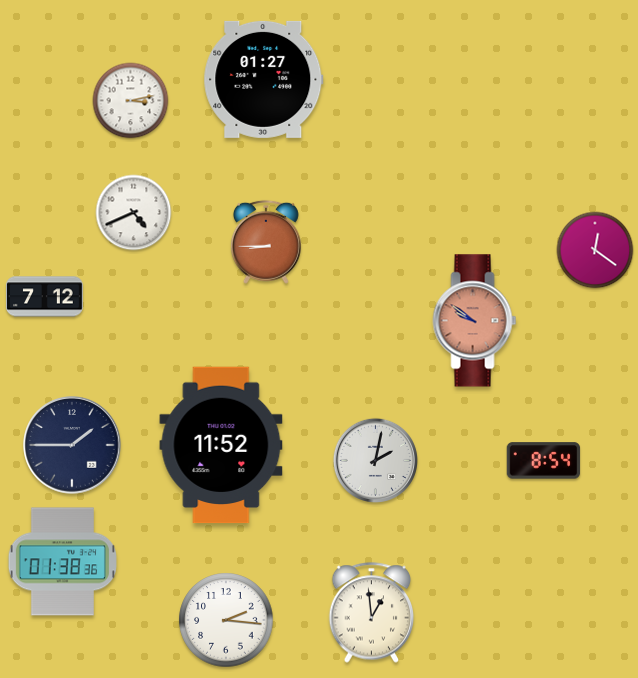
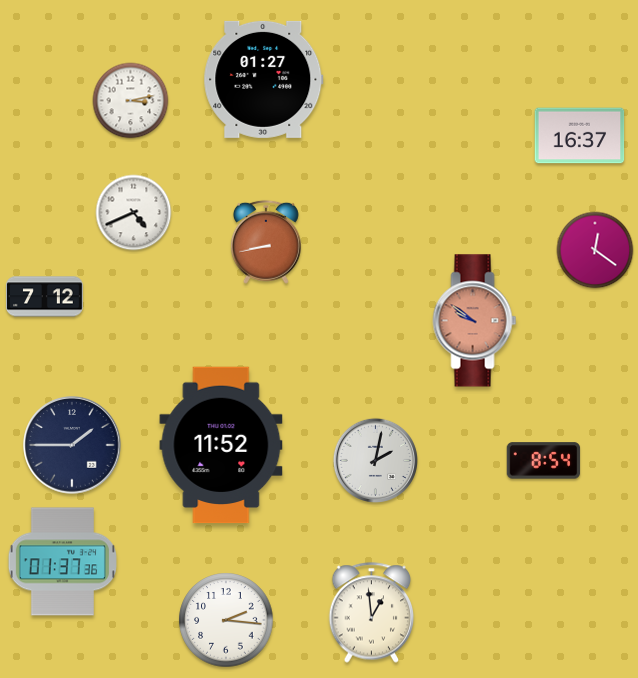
clock at (580, 136): none -> 16:37
clock at (266, 242): 8:45 -> 8:43
clock at (62, 562): 01:38 -> 01:37
